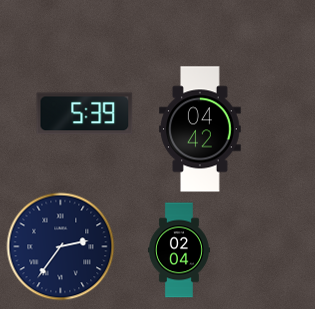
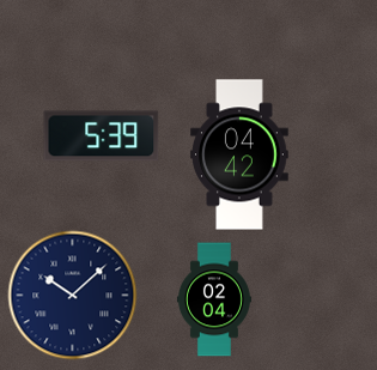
clock at (61, 247): 2:36 -> 10:08
